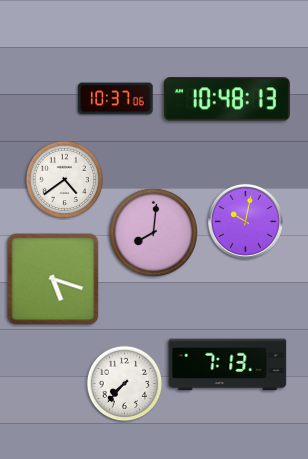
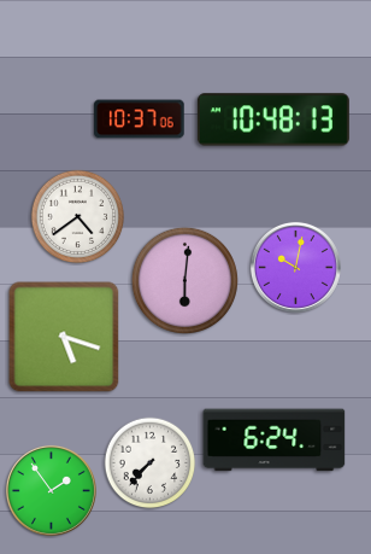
clock at (153, 232): 8:01 -> 6:01
clock at (228, 365): 7:13 -> 6:24
clock at (51, 490): none -> 1:54
